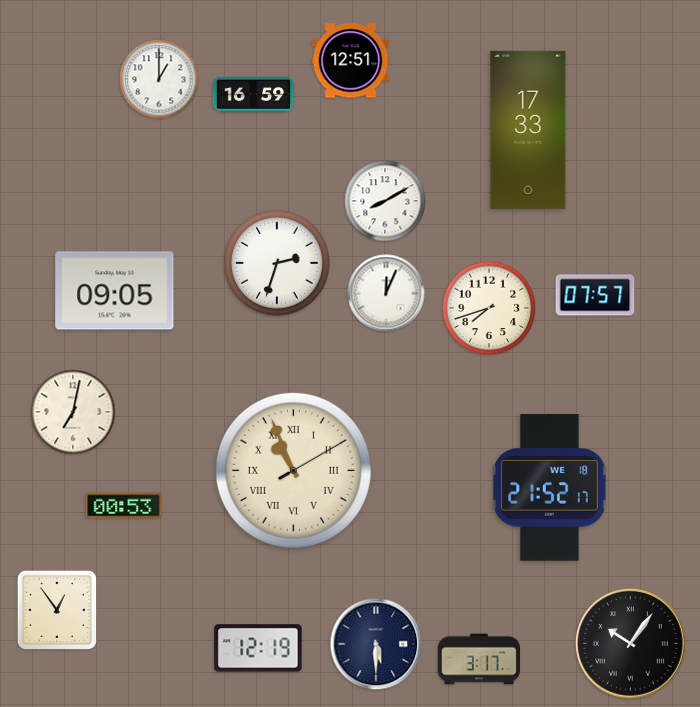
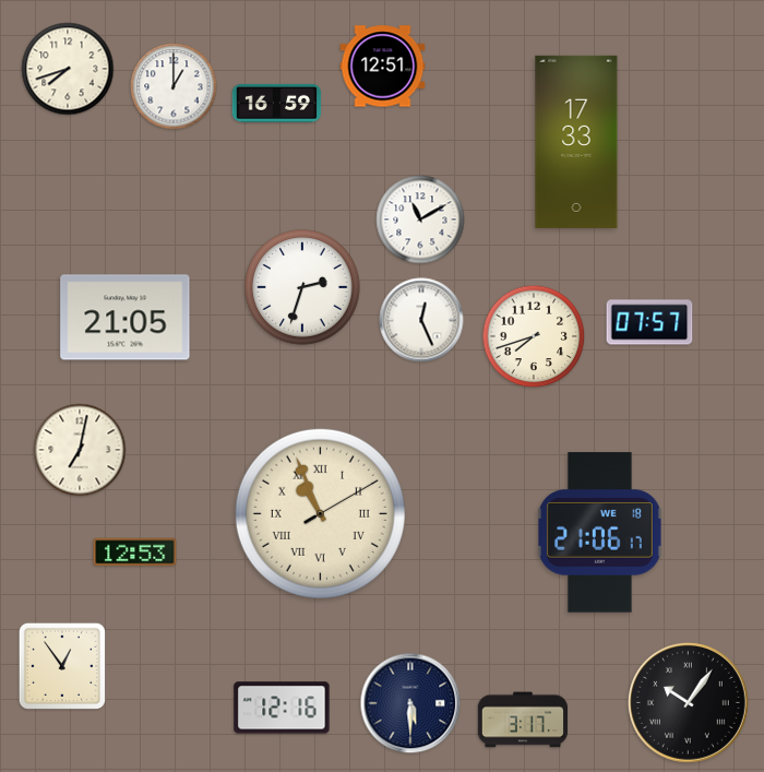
clock at (68, 69): none -> 7:42
clock at (385, 201): 8:10 -> 11:10
clock at (115, 291): 09:05 -> 21:05
clock at (386, 293): 12:04 -> 12:26
clock at (550, 488): 21:52 -> 21:06
clock at (124, 506): 00:53 -> 12:53
clock at (258, 648): 12:19 -> 12:16
